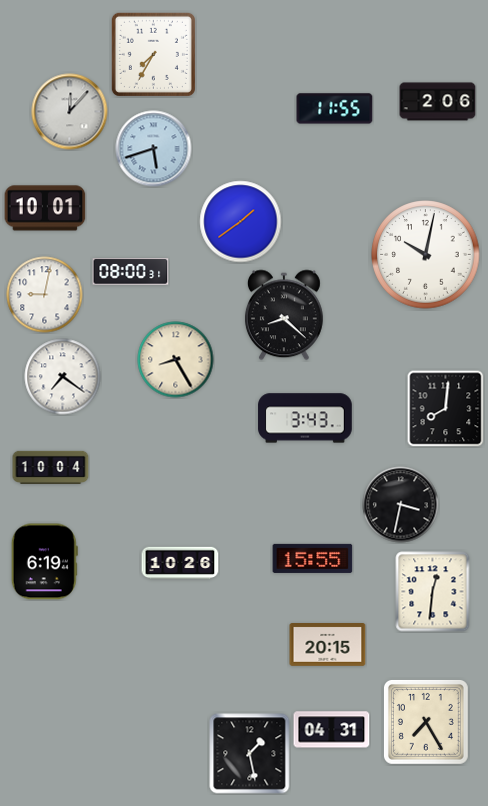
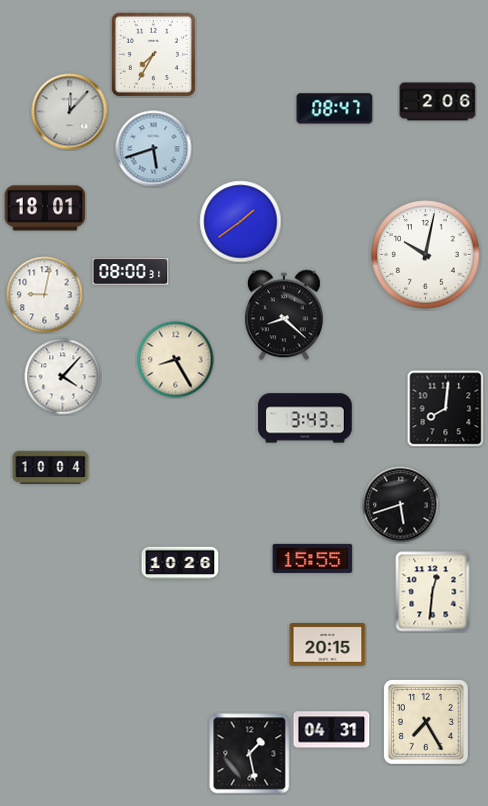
clock at (335, 109): 11:55 -> 08:47
clock at (45, 208): 10:01 -> 18:01
clock at (63, 377): 7:21 -> 4:07
clock at (401, 505): 3:32 -> 5:42
clock at (44, 562): 6:19 -> none
